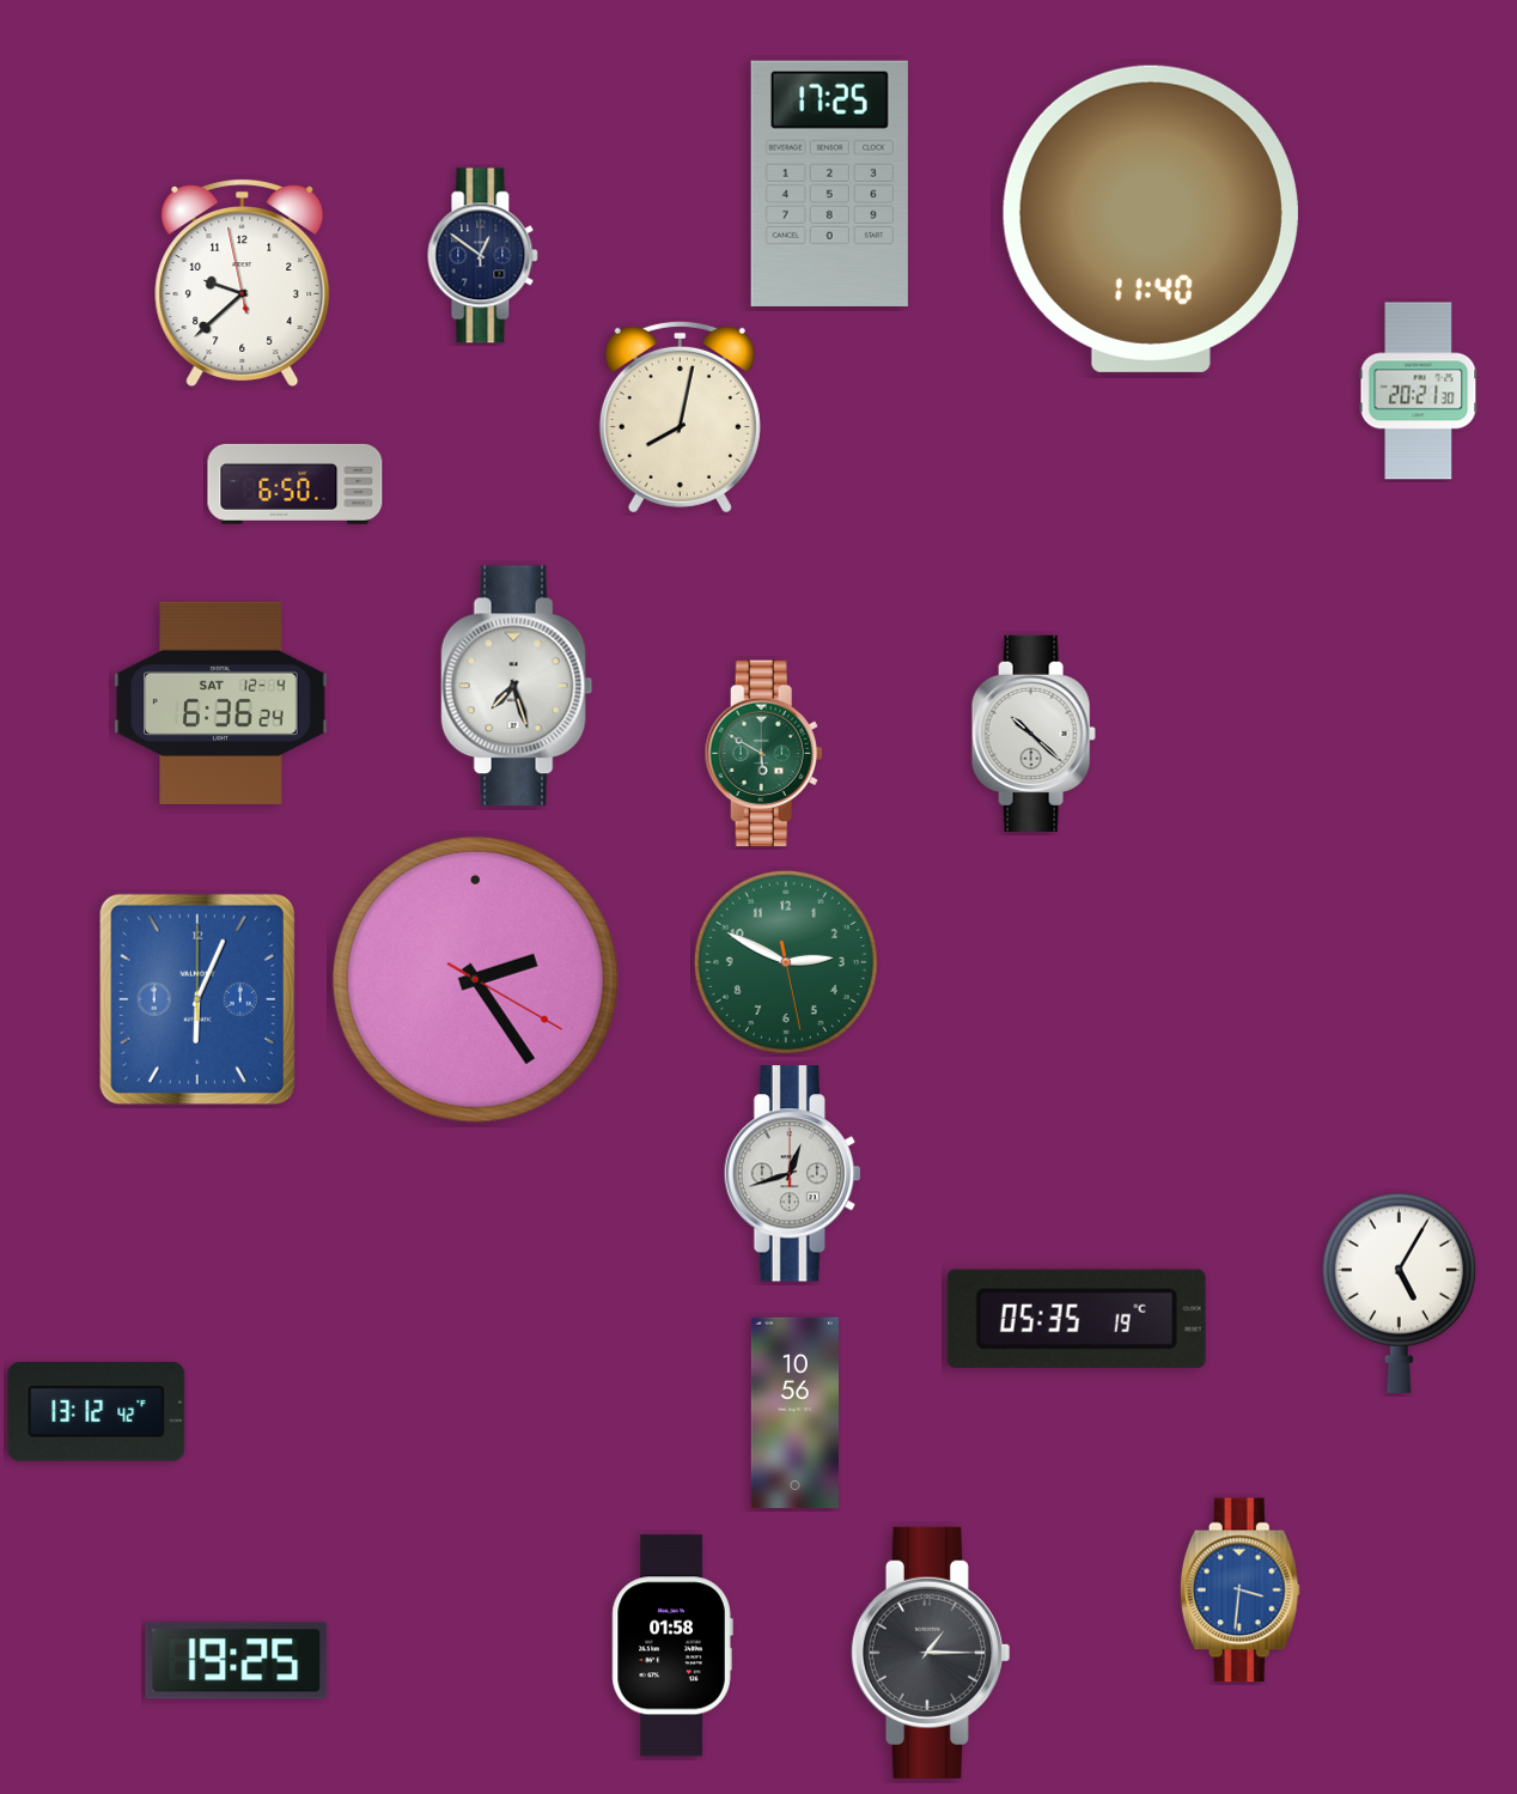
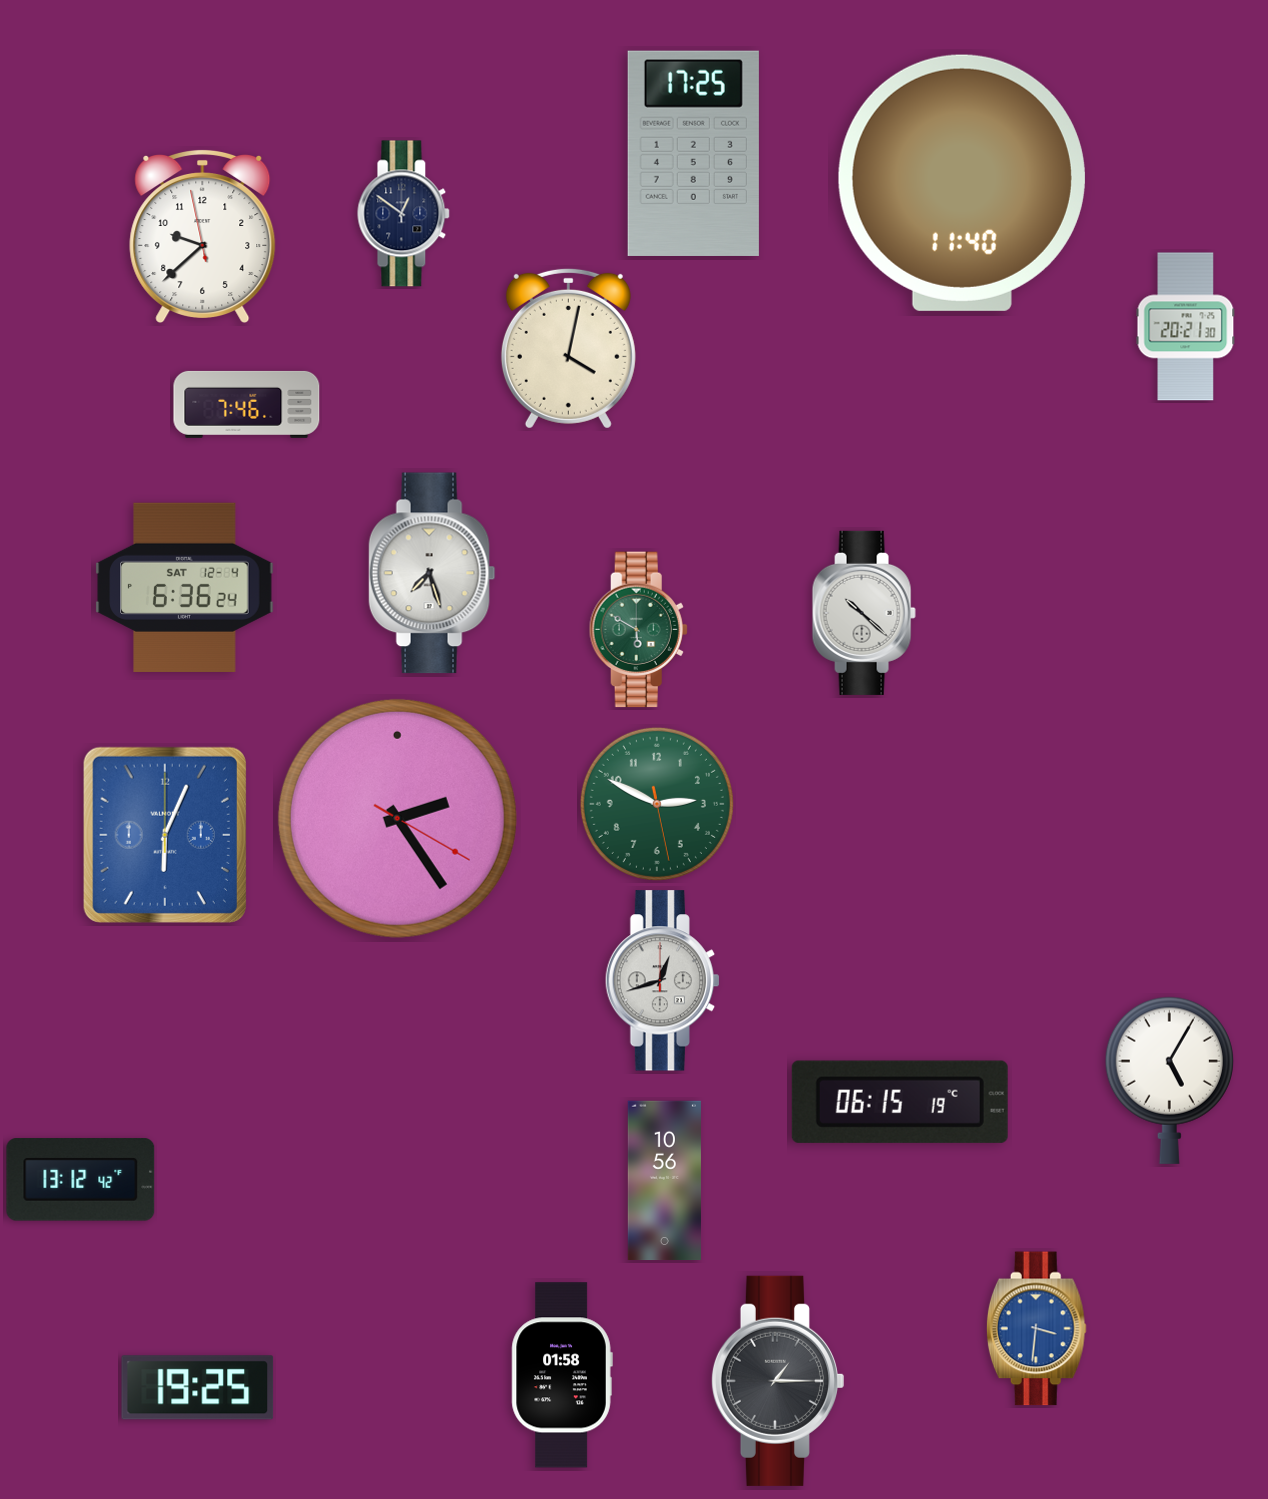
clock at (680, 416): 8:02 -> 4:02
clock at (296, 484): 6:50 -> 7:46
clock at (1077, 1319): 05:35 -> 06:15
